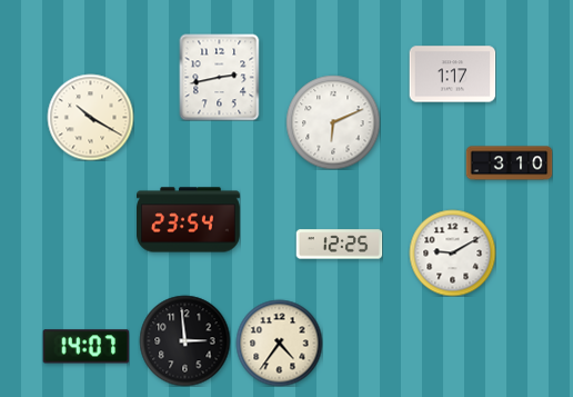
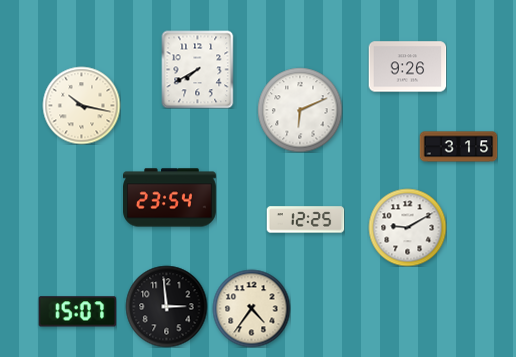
clock at (452, 75): 1:17 -> 9:26
clock at (220, 77): 2:43 -> 7:40
clock at (90, 117): 10:20 -> 10:17
clock at (509, 163): 3:10 -> 3:15
clock at (86, 347): 14:07 -> 15:07
